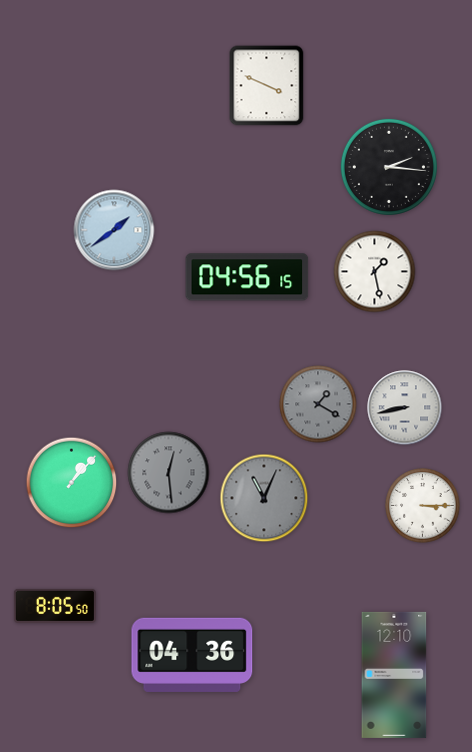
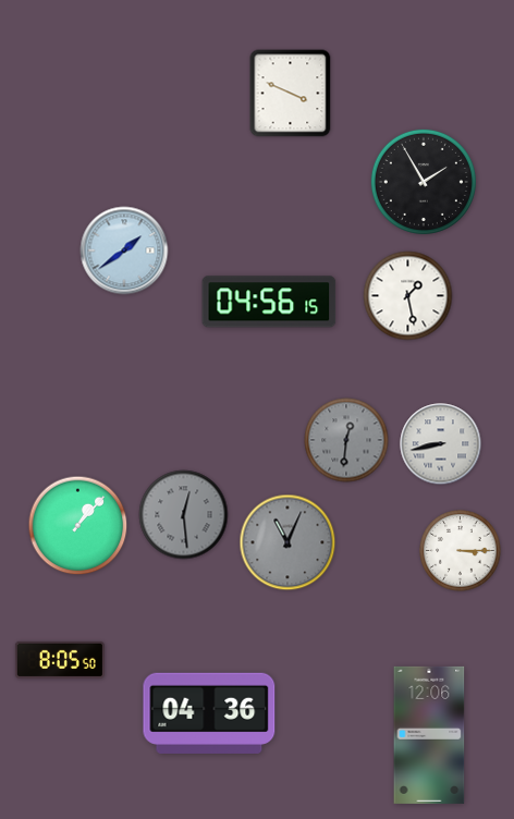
clock at (389, 167): 2:16 -> 1:55
clock at (318, 404): 1:20 -> 12:31
clock at (394, 675): 12:10 -> 12:06
